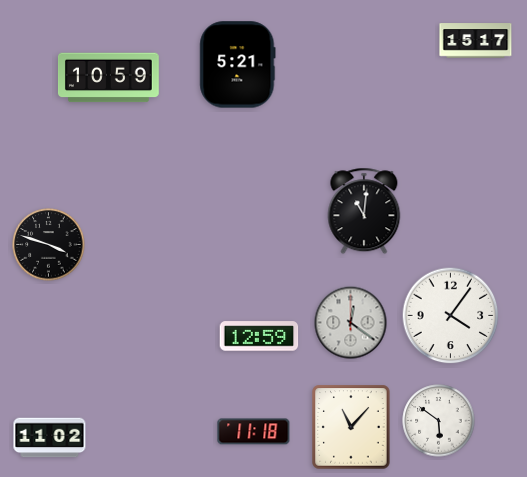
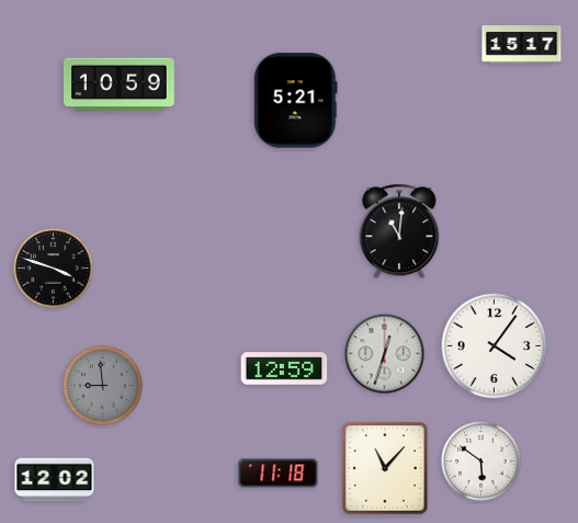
clock at (238, 65) position: (238, 65) -> (296, 101)
clock at (351, 323): 12:21 -> 12:33
clock at (103, 386): none -> 8:59
clock at (50, 438): 11:02 -> 12:02
